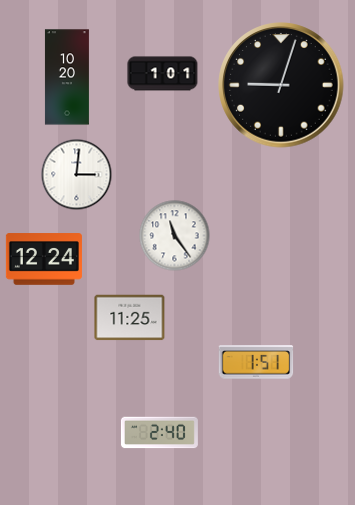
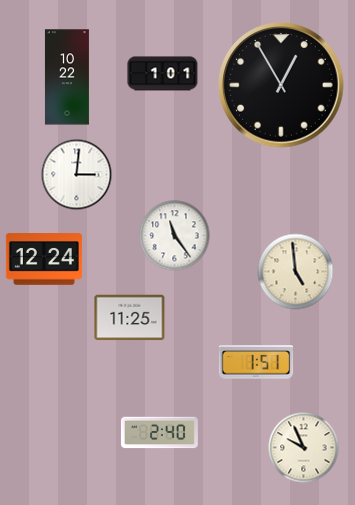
clock at (67, 77): 10:20 -> 10:22
clock at (281, 85): 9:03 -> 12:55
clock at (296, 272): none -> 4:59
clock at (304, 448): none -> 9:56
